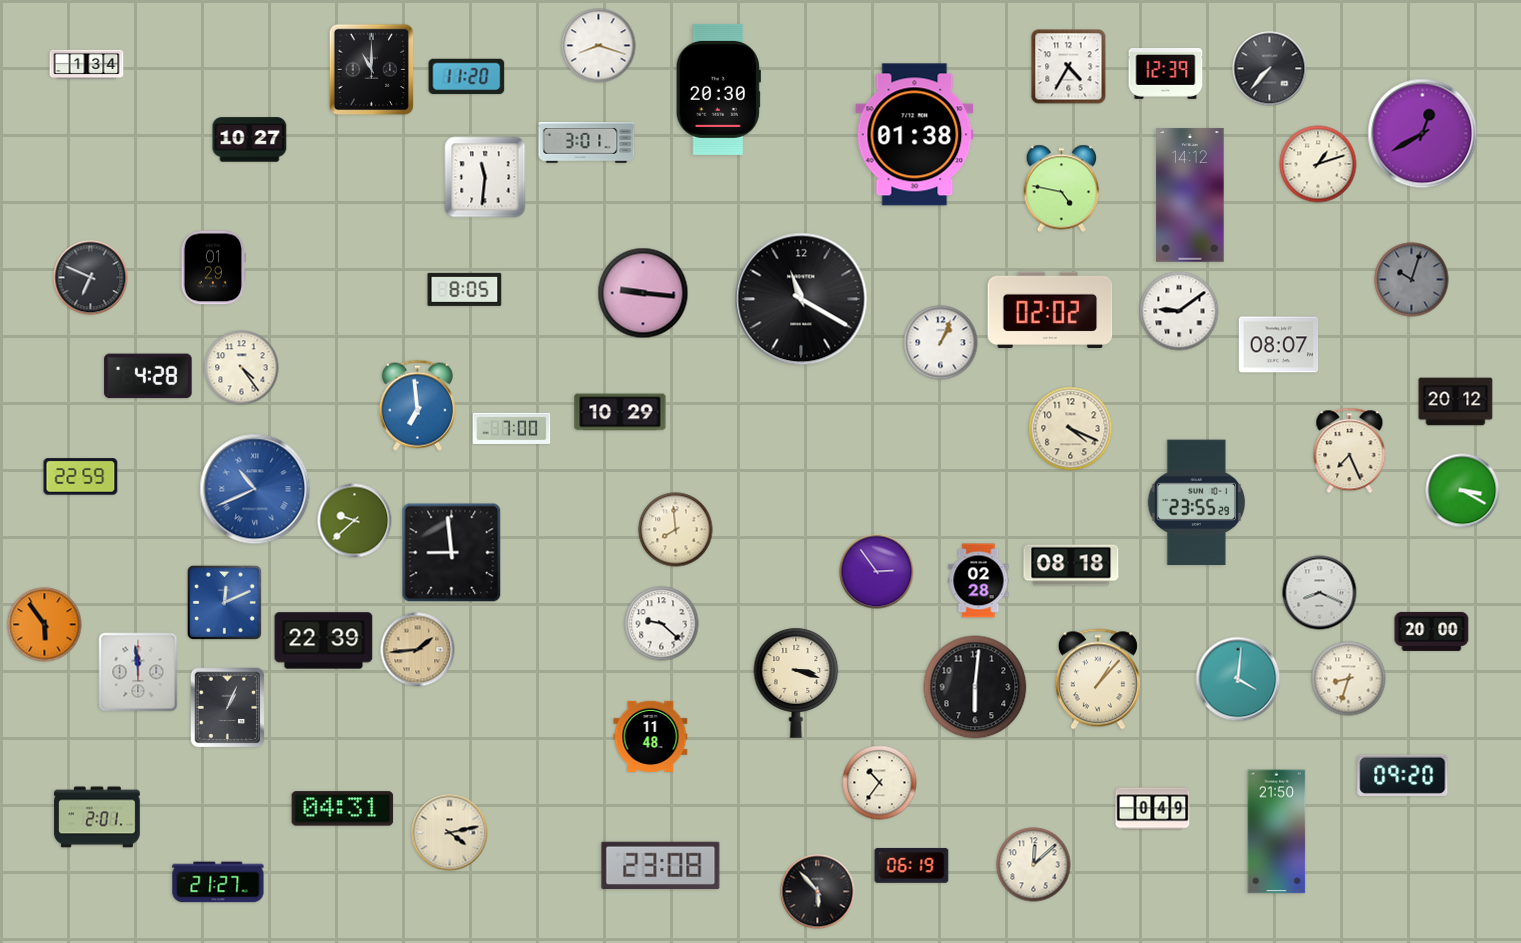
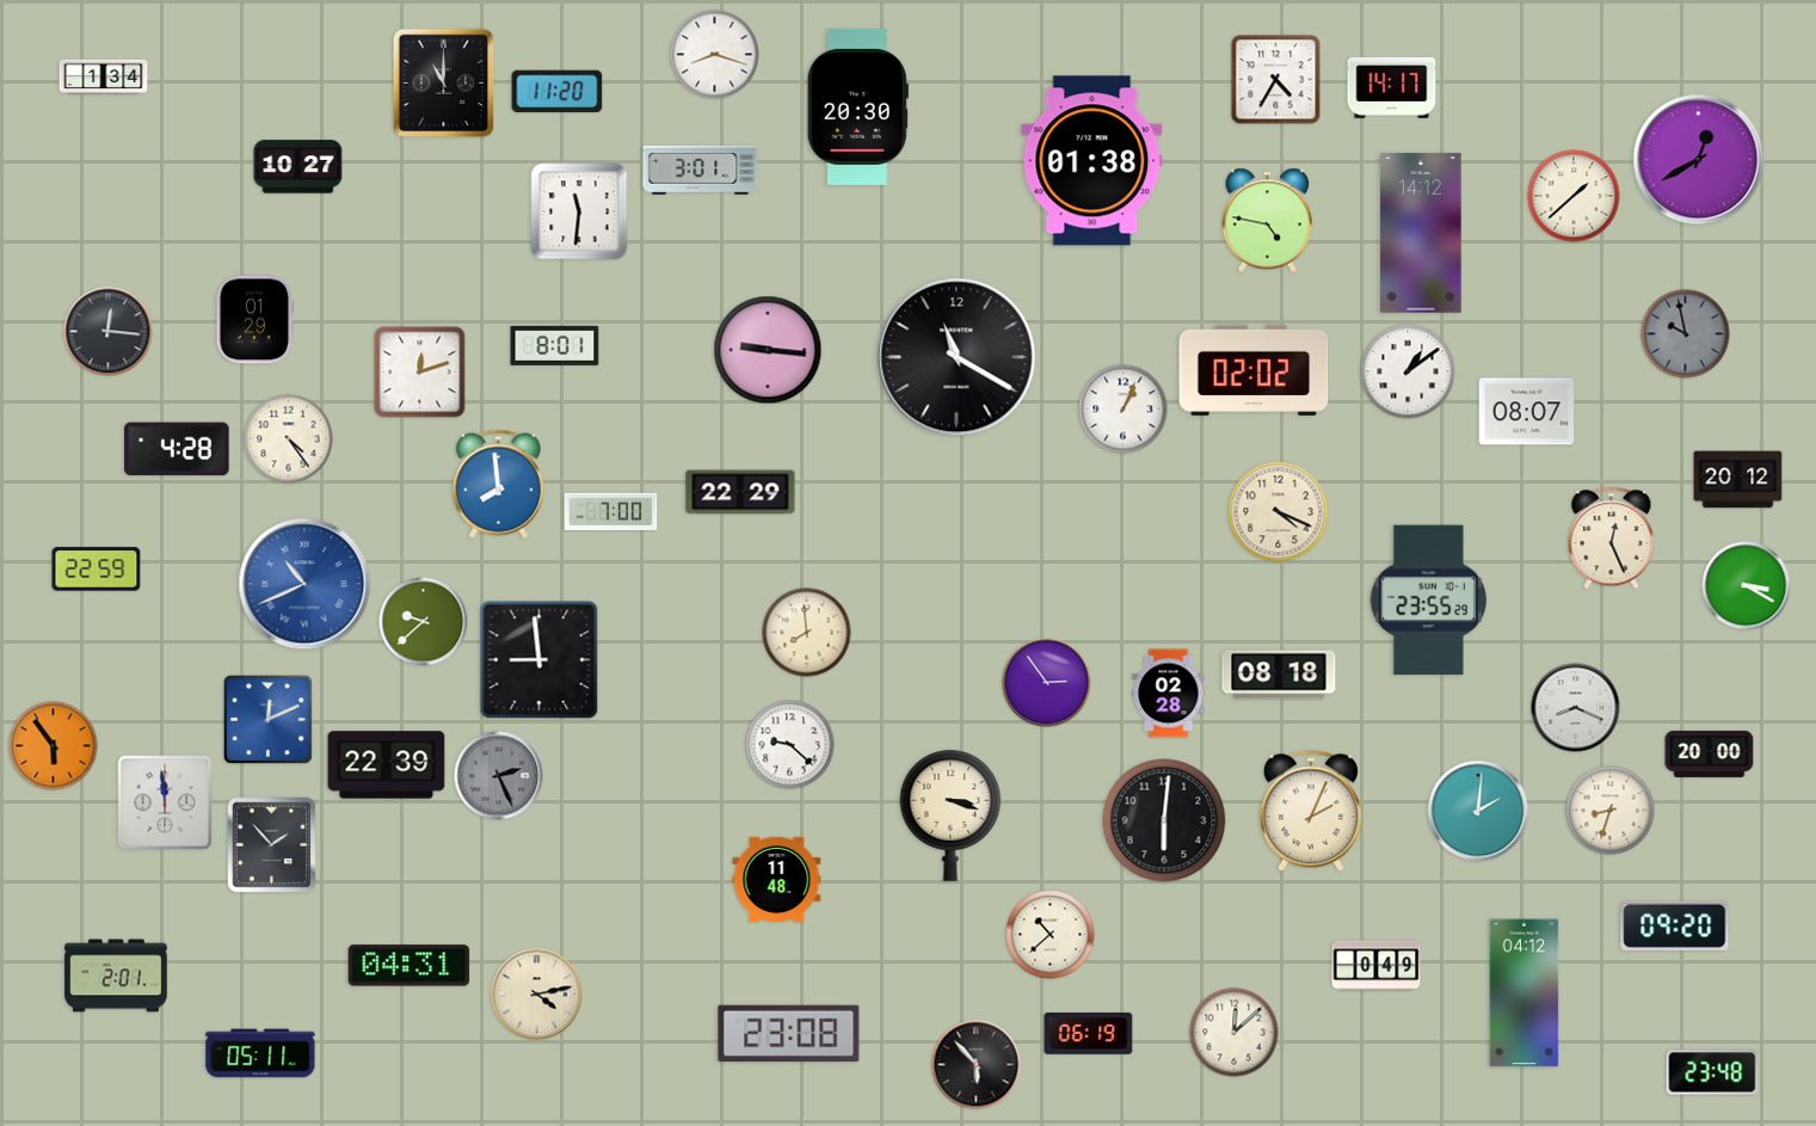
clock at (1270, 69): 7:37 -> none
clock at (1166, 73): 12:39 -> 14:17
clock at (1318, 164): 1:12 -> 1:38
clock at (1062, 189) position: (1062, 189) -> (1268, 221)
clock at (91, 278): 6:49 -> 12:16
clock at (1412, 280): 10:03 -> 9:58
clock at (465, 289): 8:05 -> 8:01
clock at (1179, 311): 9:09 -> 1:09
clock at (420, 373): none -> 12:12
clock at (417, 405): 6:59 -> 7:59
clock at (620, 412): 10:29 -> 22:29
clock at (1350, 451): 7:26 -> 12:26
clock at (418, 650): 1:44 -> 2:26
clock at (418, 650) dial: champagne -> grey
clock at (1098, 679): 1:07 -> 2:04
clock at (1238, 679): 4:01 -> 2:01
clock at (228, 708): 1:04 -> 1:53
clock at (880, 783): 10:36 -> 10:38
clock at (1277, 832): 21:50 -> 04:12
clock at (218, 882): 21:27 -> 05:11
clock at (1712, 1072): none -> 23:48
